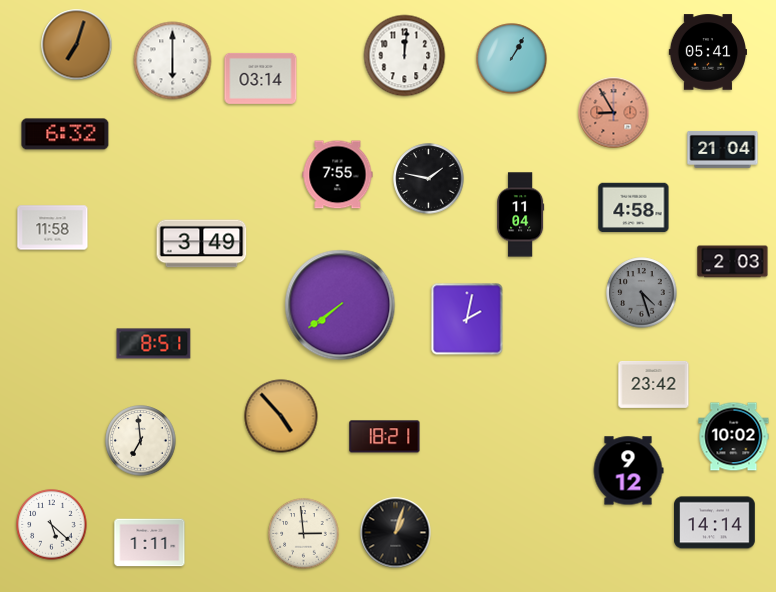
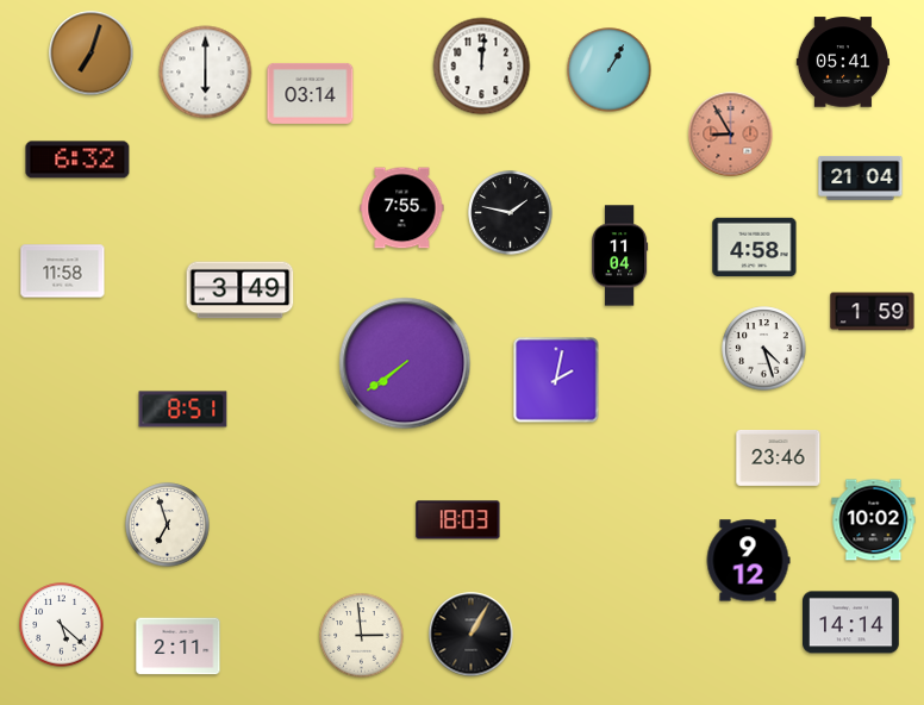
clock at (733, 262): 2:03 -> 1:59
clock at (642, 293) dial: grey -> white
clock at (654, 384): 23:42 -> 23:46
clock at (281, 416): 4:53 -> none
clock at (385, 437): 18:21 -> 18:03
clock at (141, 441): 6:59 -> 6:57
clock at (396, 533): 1:03 -> 1:05
clock at (150, 543): 1:11 -> 2:11
